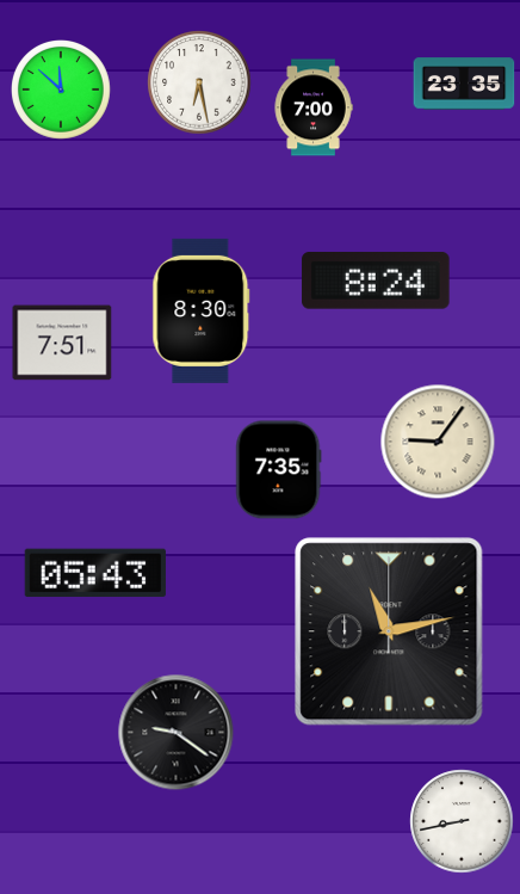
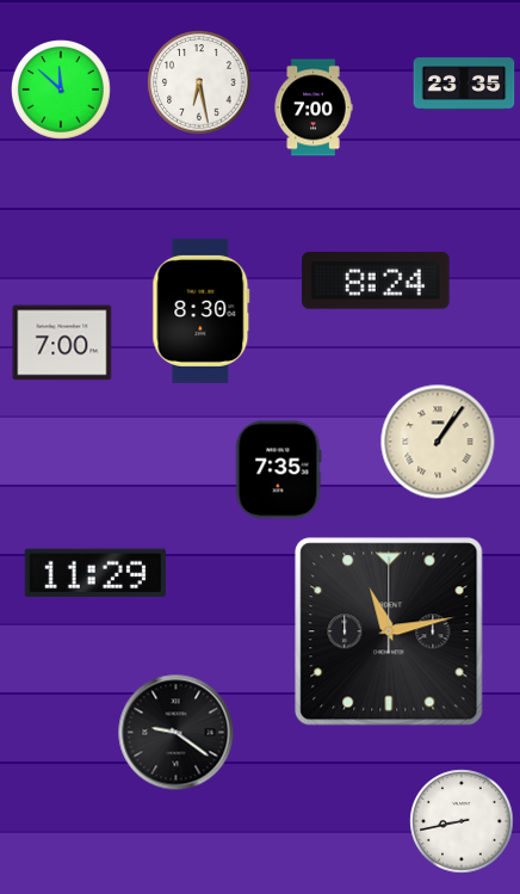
clock at (62, 343): 7:51 -> 7:00
clock at (438, 442): 9:06 -> 1:06
clock at (95, 573): 05:43 -> 11:29
